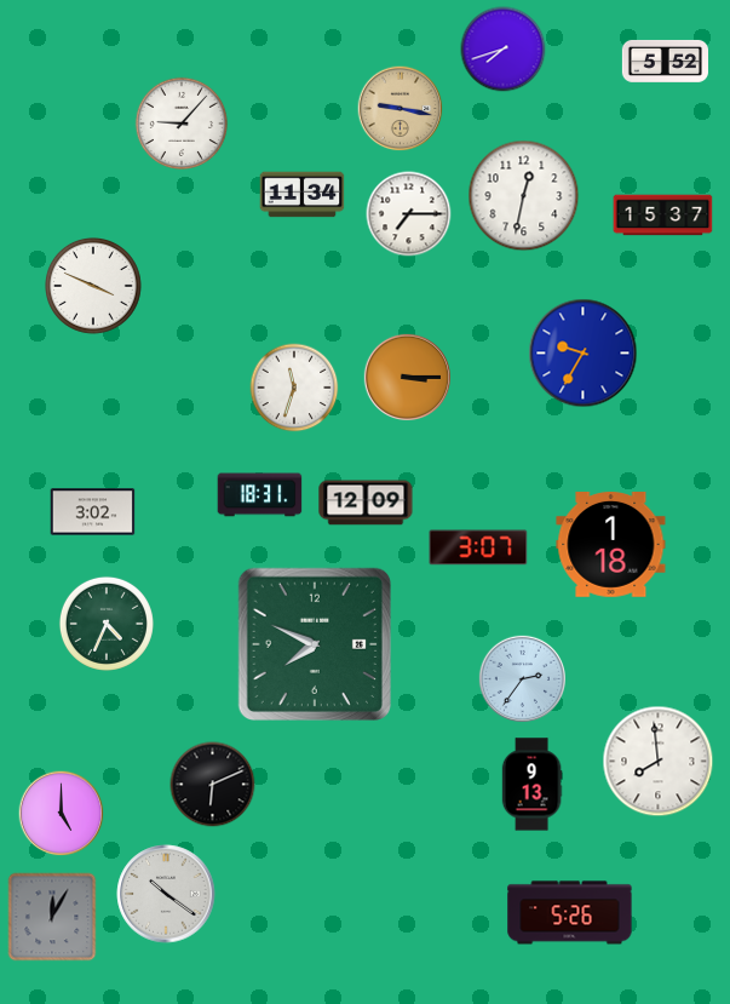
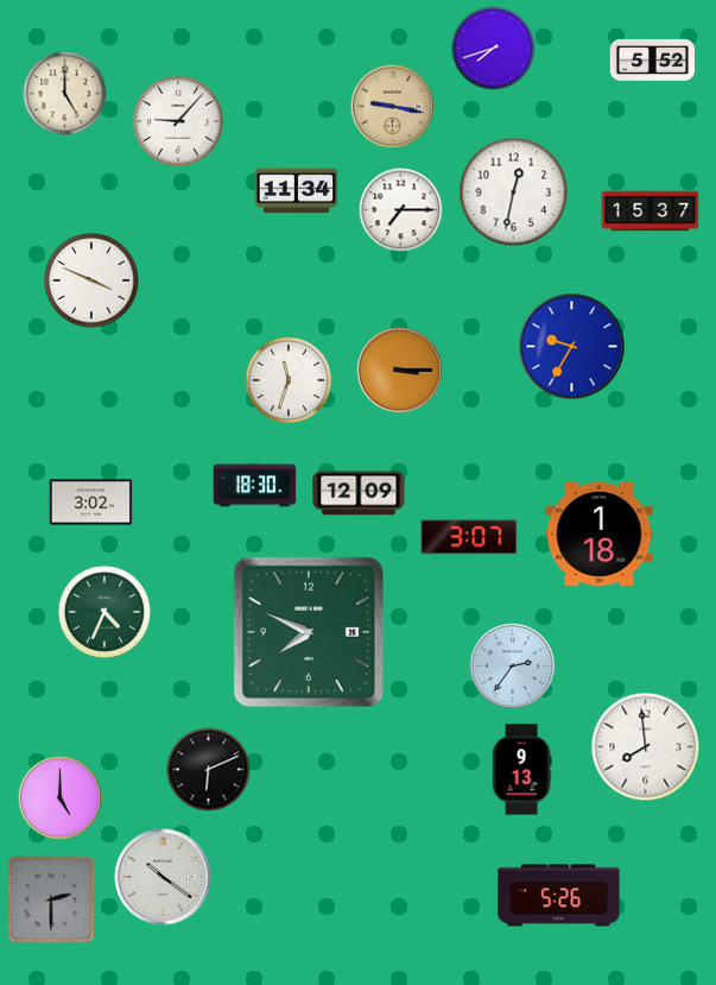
clock at (65, 94): none -> 5:00
clock at (260, 495): 18:31 -> 18:30
clock at (52, 917): 12:05 -> 2:30
